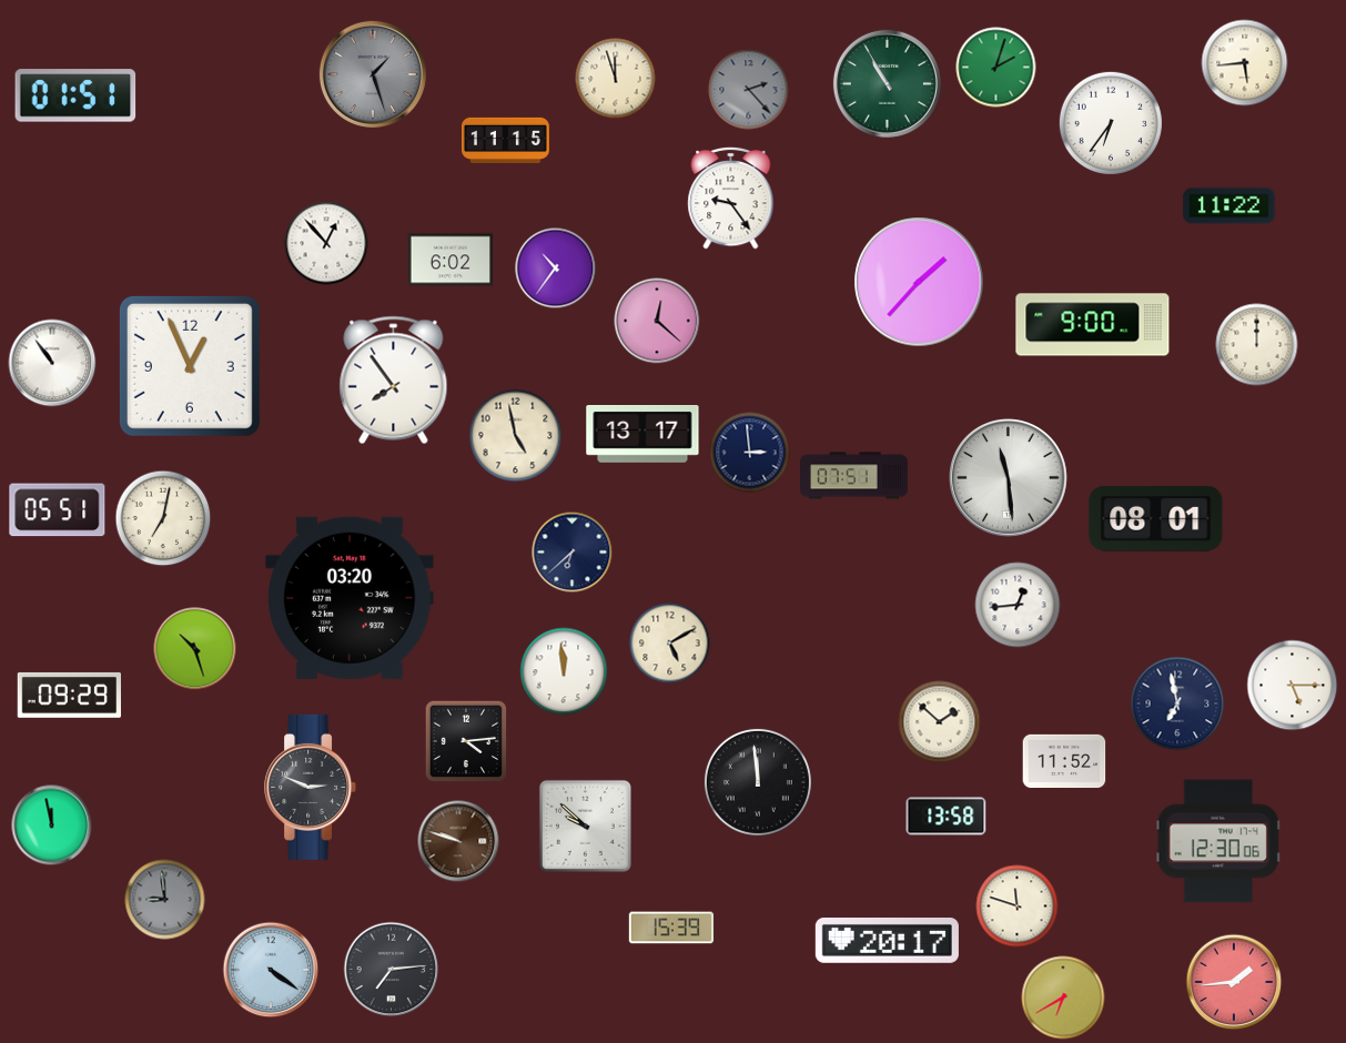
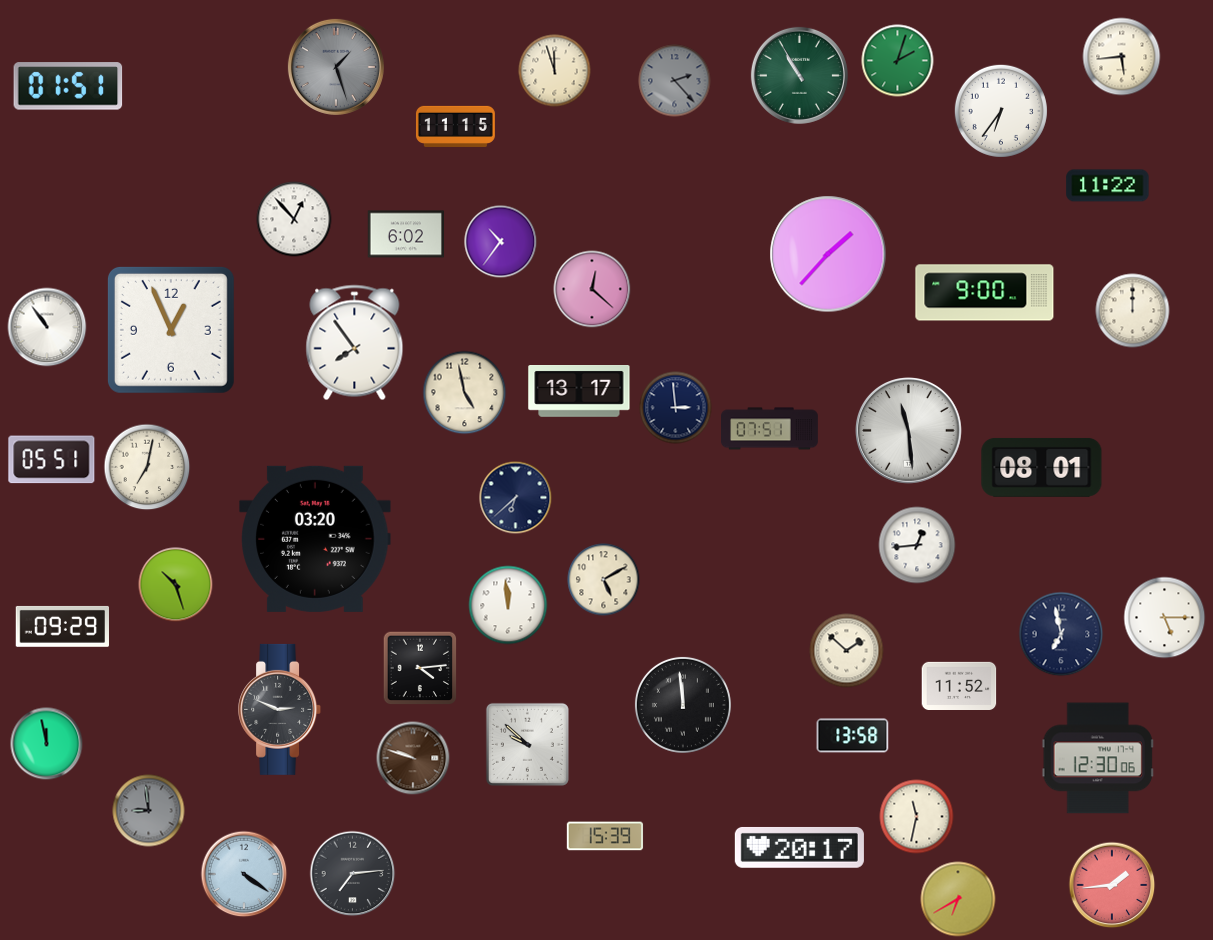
clock at (731, 198): 9:24 -> none
clock at (1018, 907): 11:48 -> 11:32
